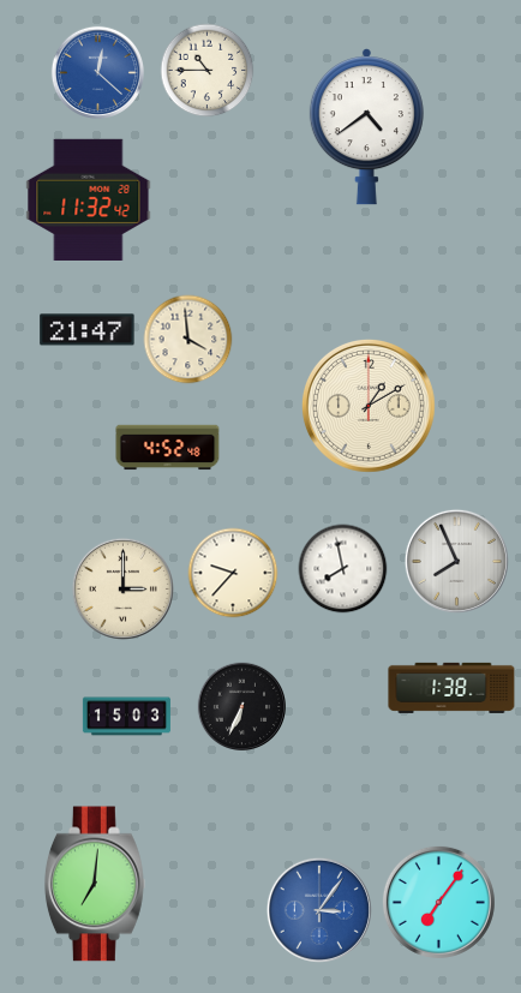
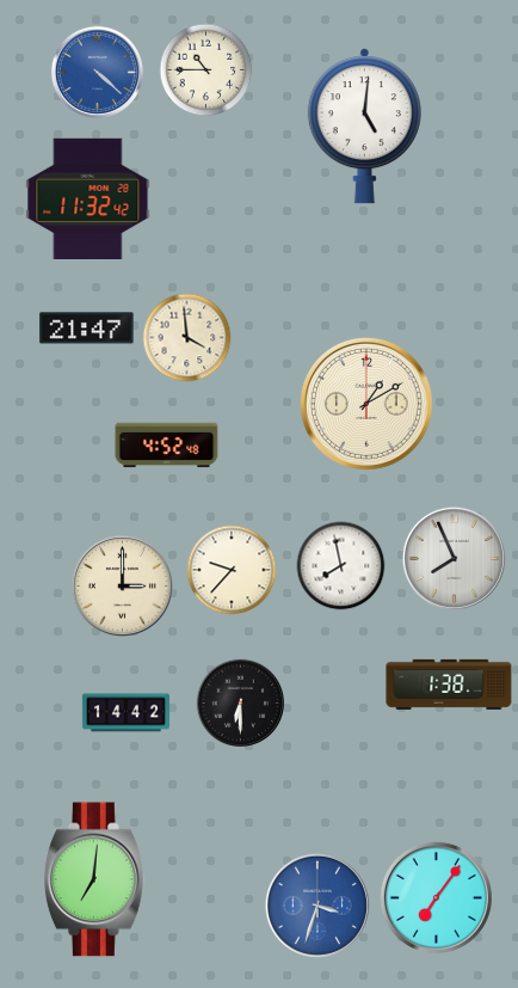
clock at (97, 72): 12:22 -> 4:22
clock at (366, 127): 4:39 -> 5:01
clock at (242, 707): 6:34 -> 6:30
clock at (126, 717): 15:03 -> 14:42
clock at (319, 910): 3:06 -> 3:33
